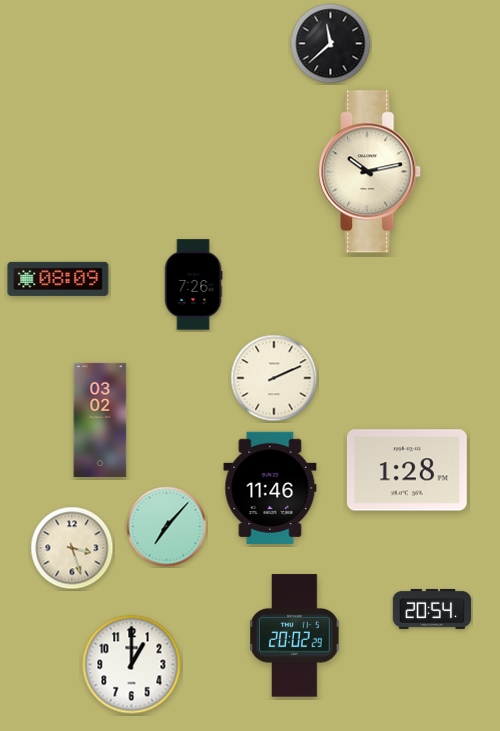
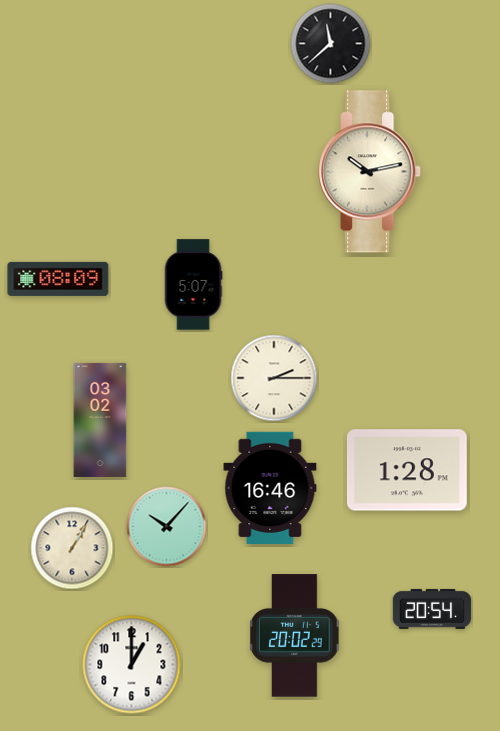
clock at (193, 285): 7:26 -> 5:07
clock at (274, 378): 2:11 -> 2:15
clock at (270, 487): 11:46 -> 16:46
clock at (167, 527): 7:07 -> 10:07
clock at (72, 548): 3:27 -> 1:05
